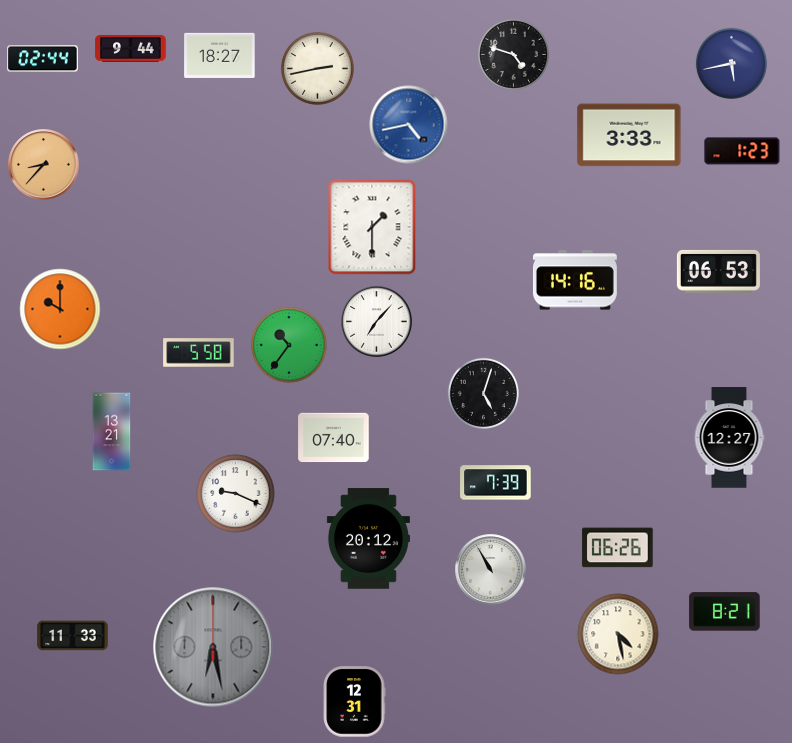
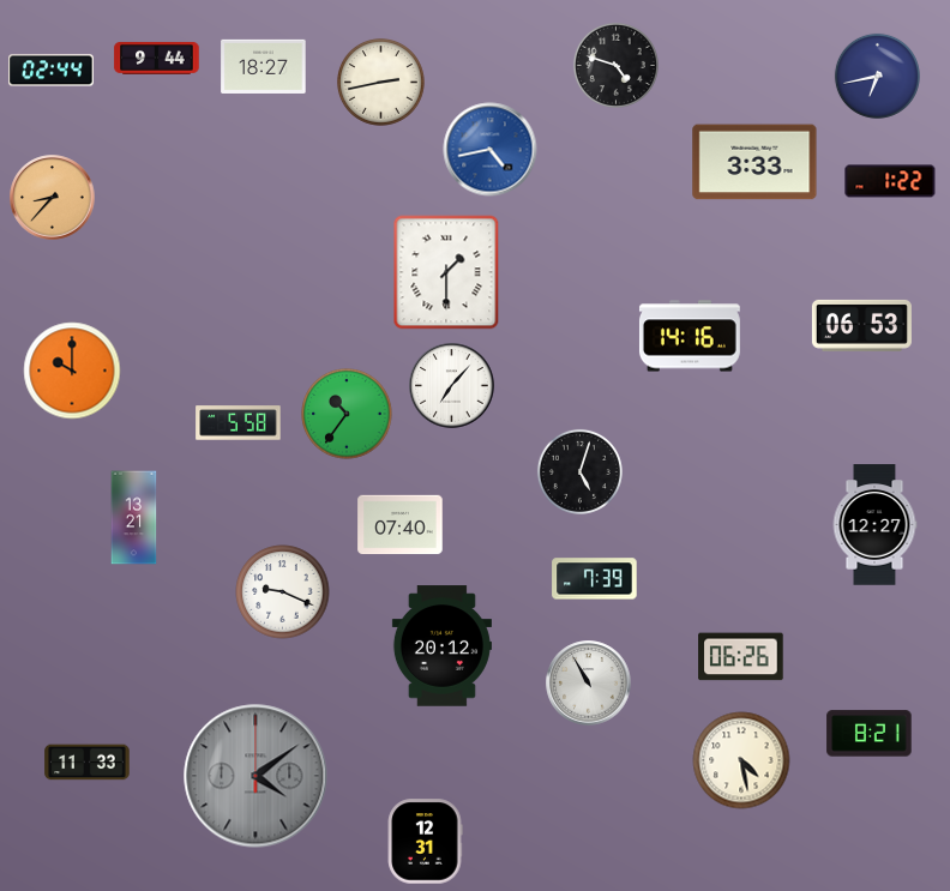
clock at (731, 63): 5:43 -> 6:43
clock at (742, 151): 1:23 -> 1:22
clock at (213, 647): 6:28 -> 4:09
